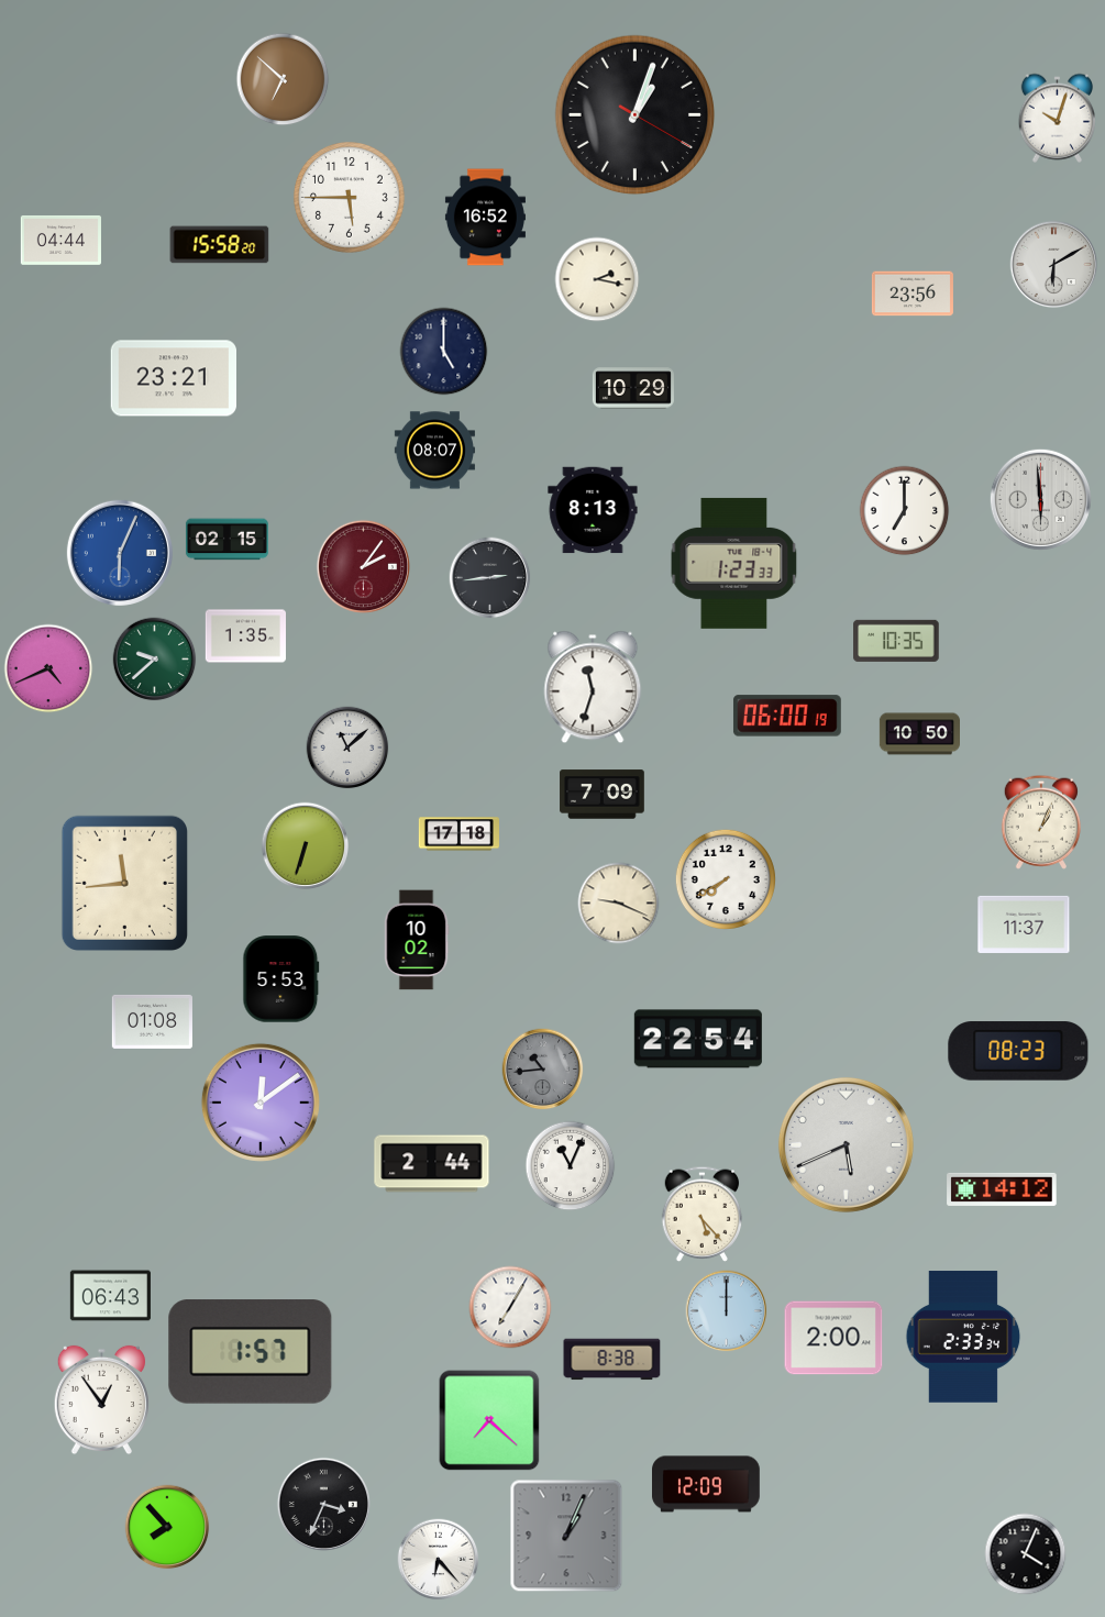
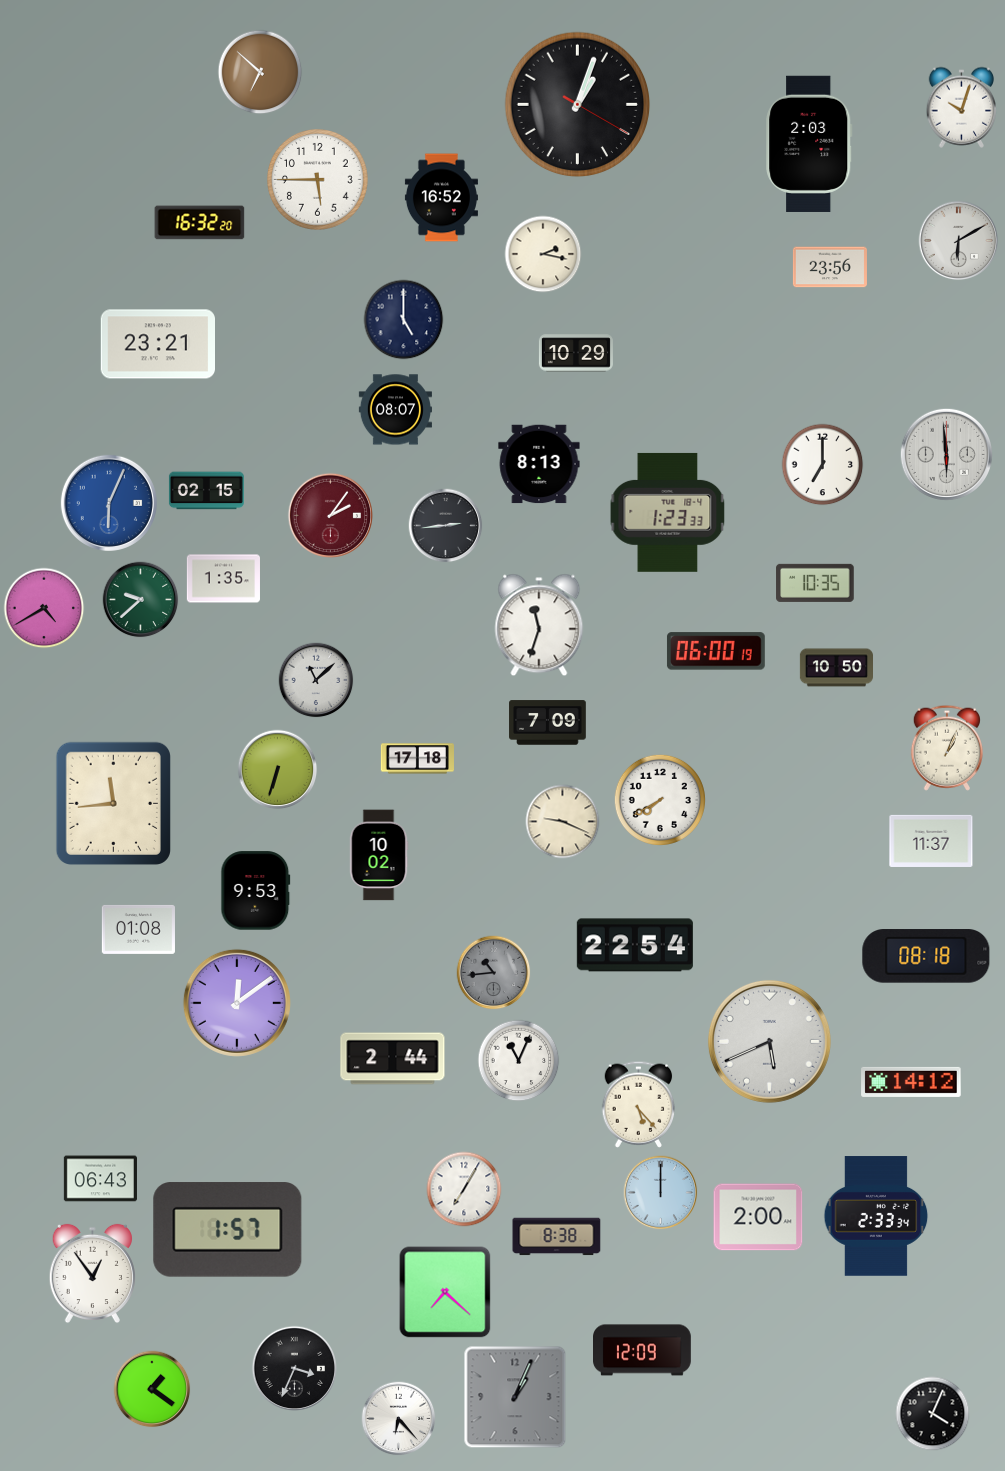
clock at (283, 79) position: (283, 79) -> (260, 72)
clock at (809, 144): none -> 2:03
clock at (60, 241): 04:44 -> none
clock at (220, 245): 15:58 -> 16:32
clock at (48, 668): 4:41 -> 4:40
clock at (281, 979): 5:53 -> 9:53
clock at (1018, 1051): 08:23 -> 08:18
clock at (167, 1527): 7:53 -> 1:21
